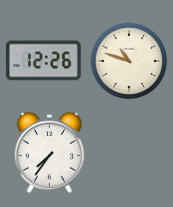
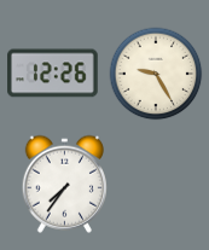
clock at (129, 61): 10:48 -> 9:25
clock at (49, 152) position: (49, 152) -> (64, 184)
